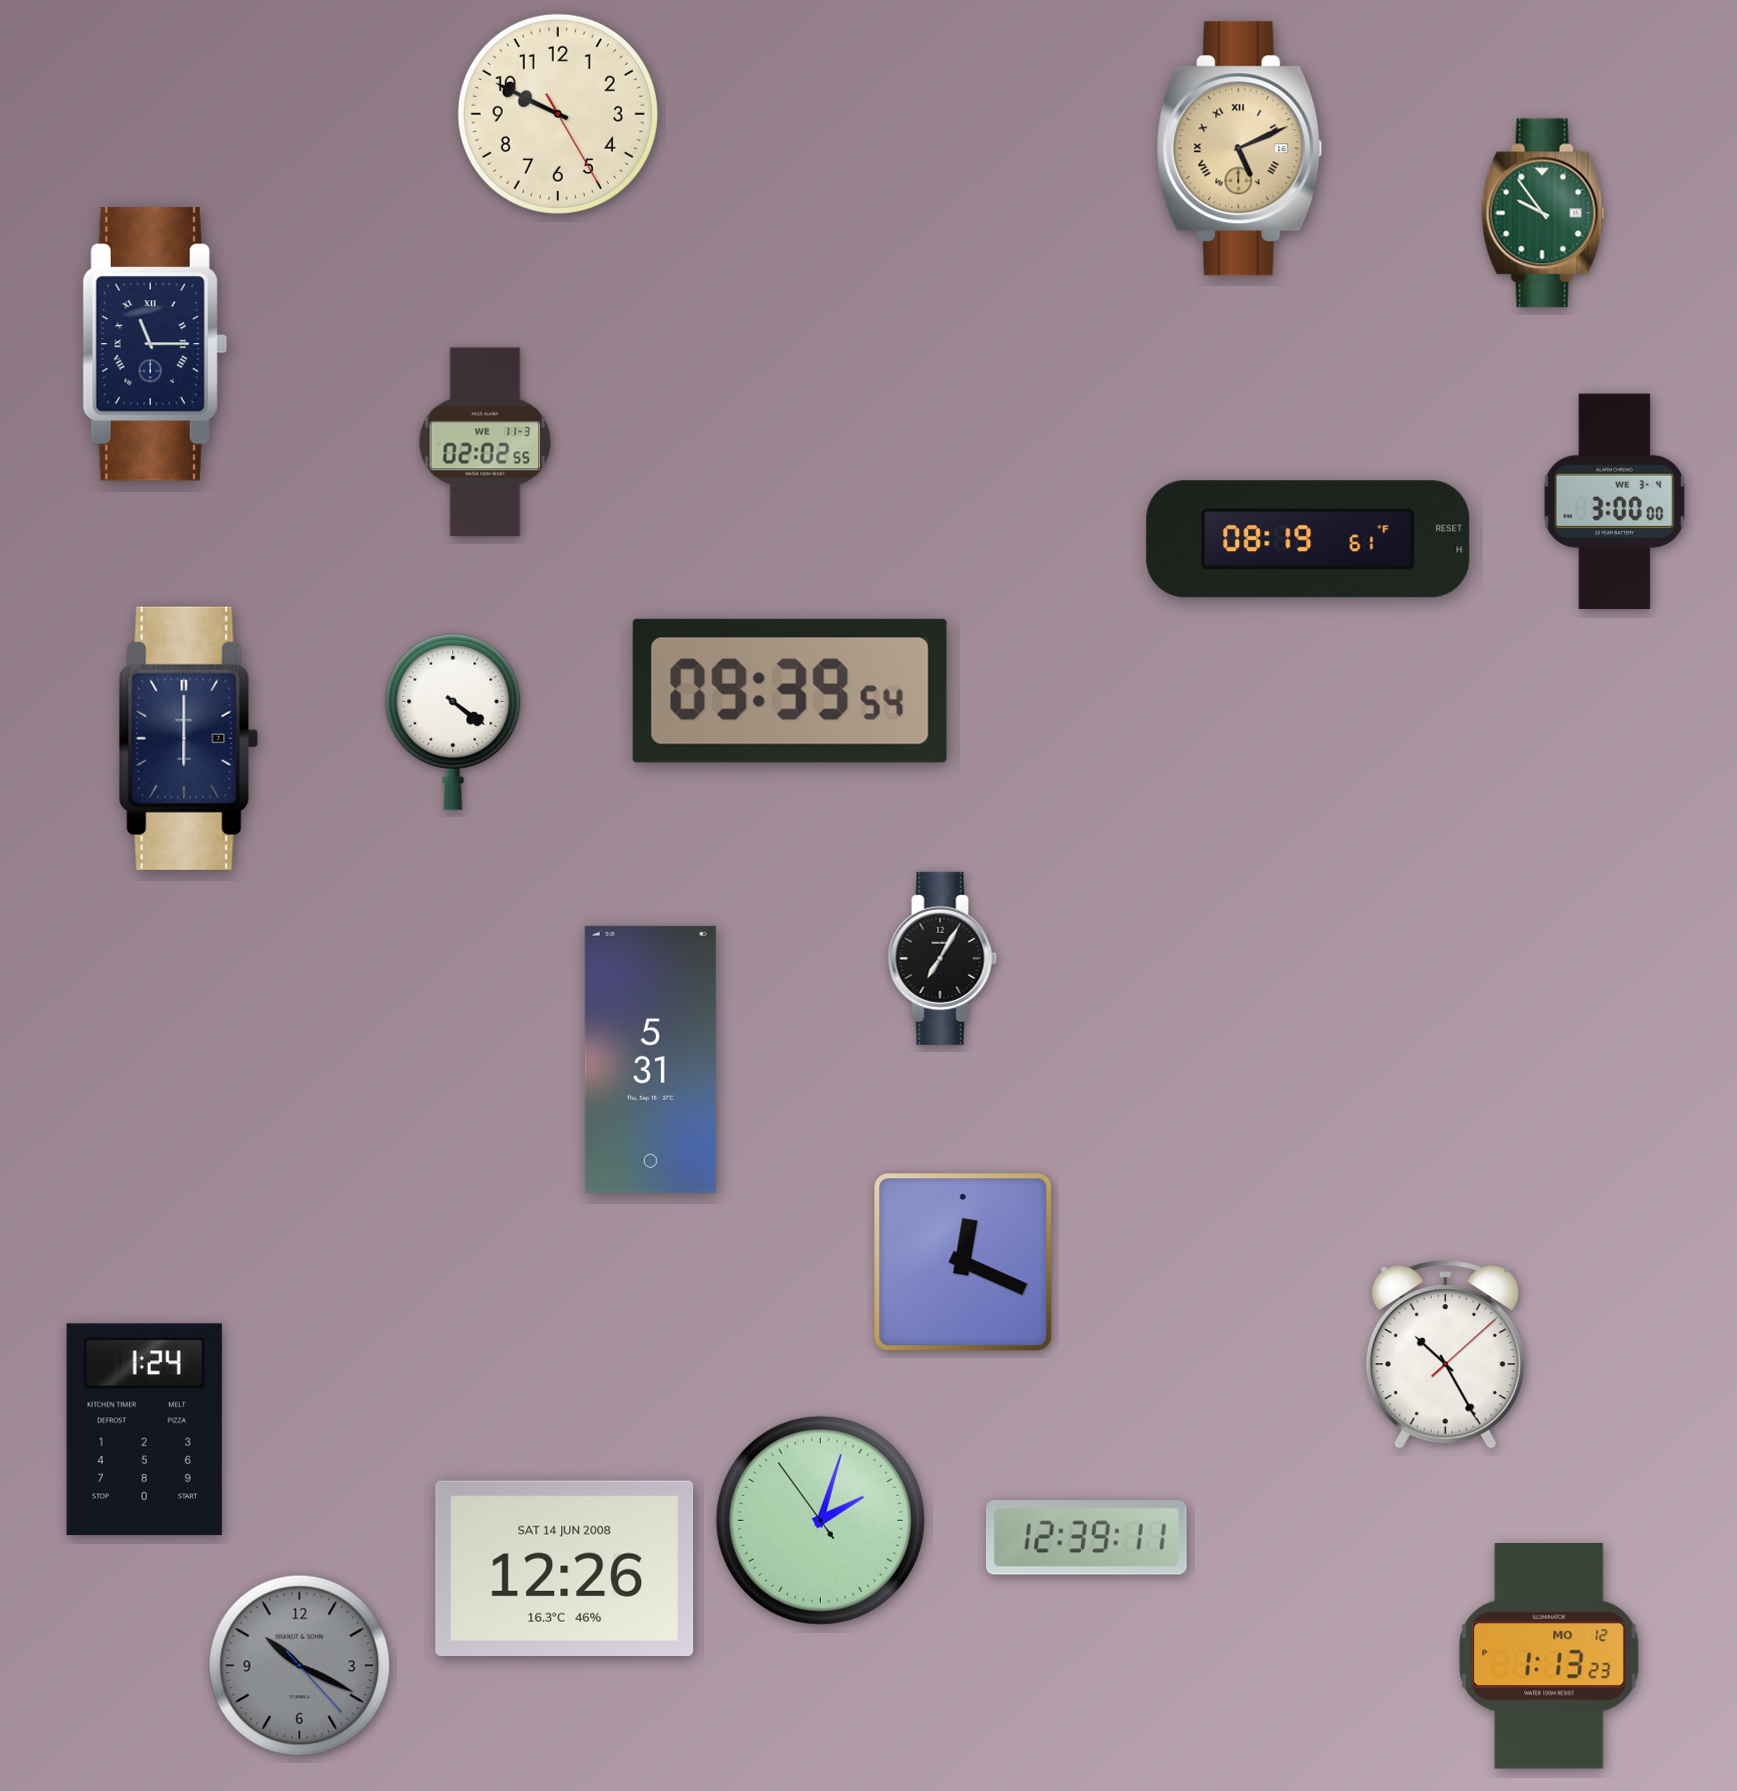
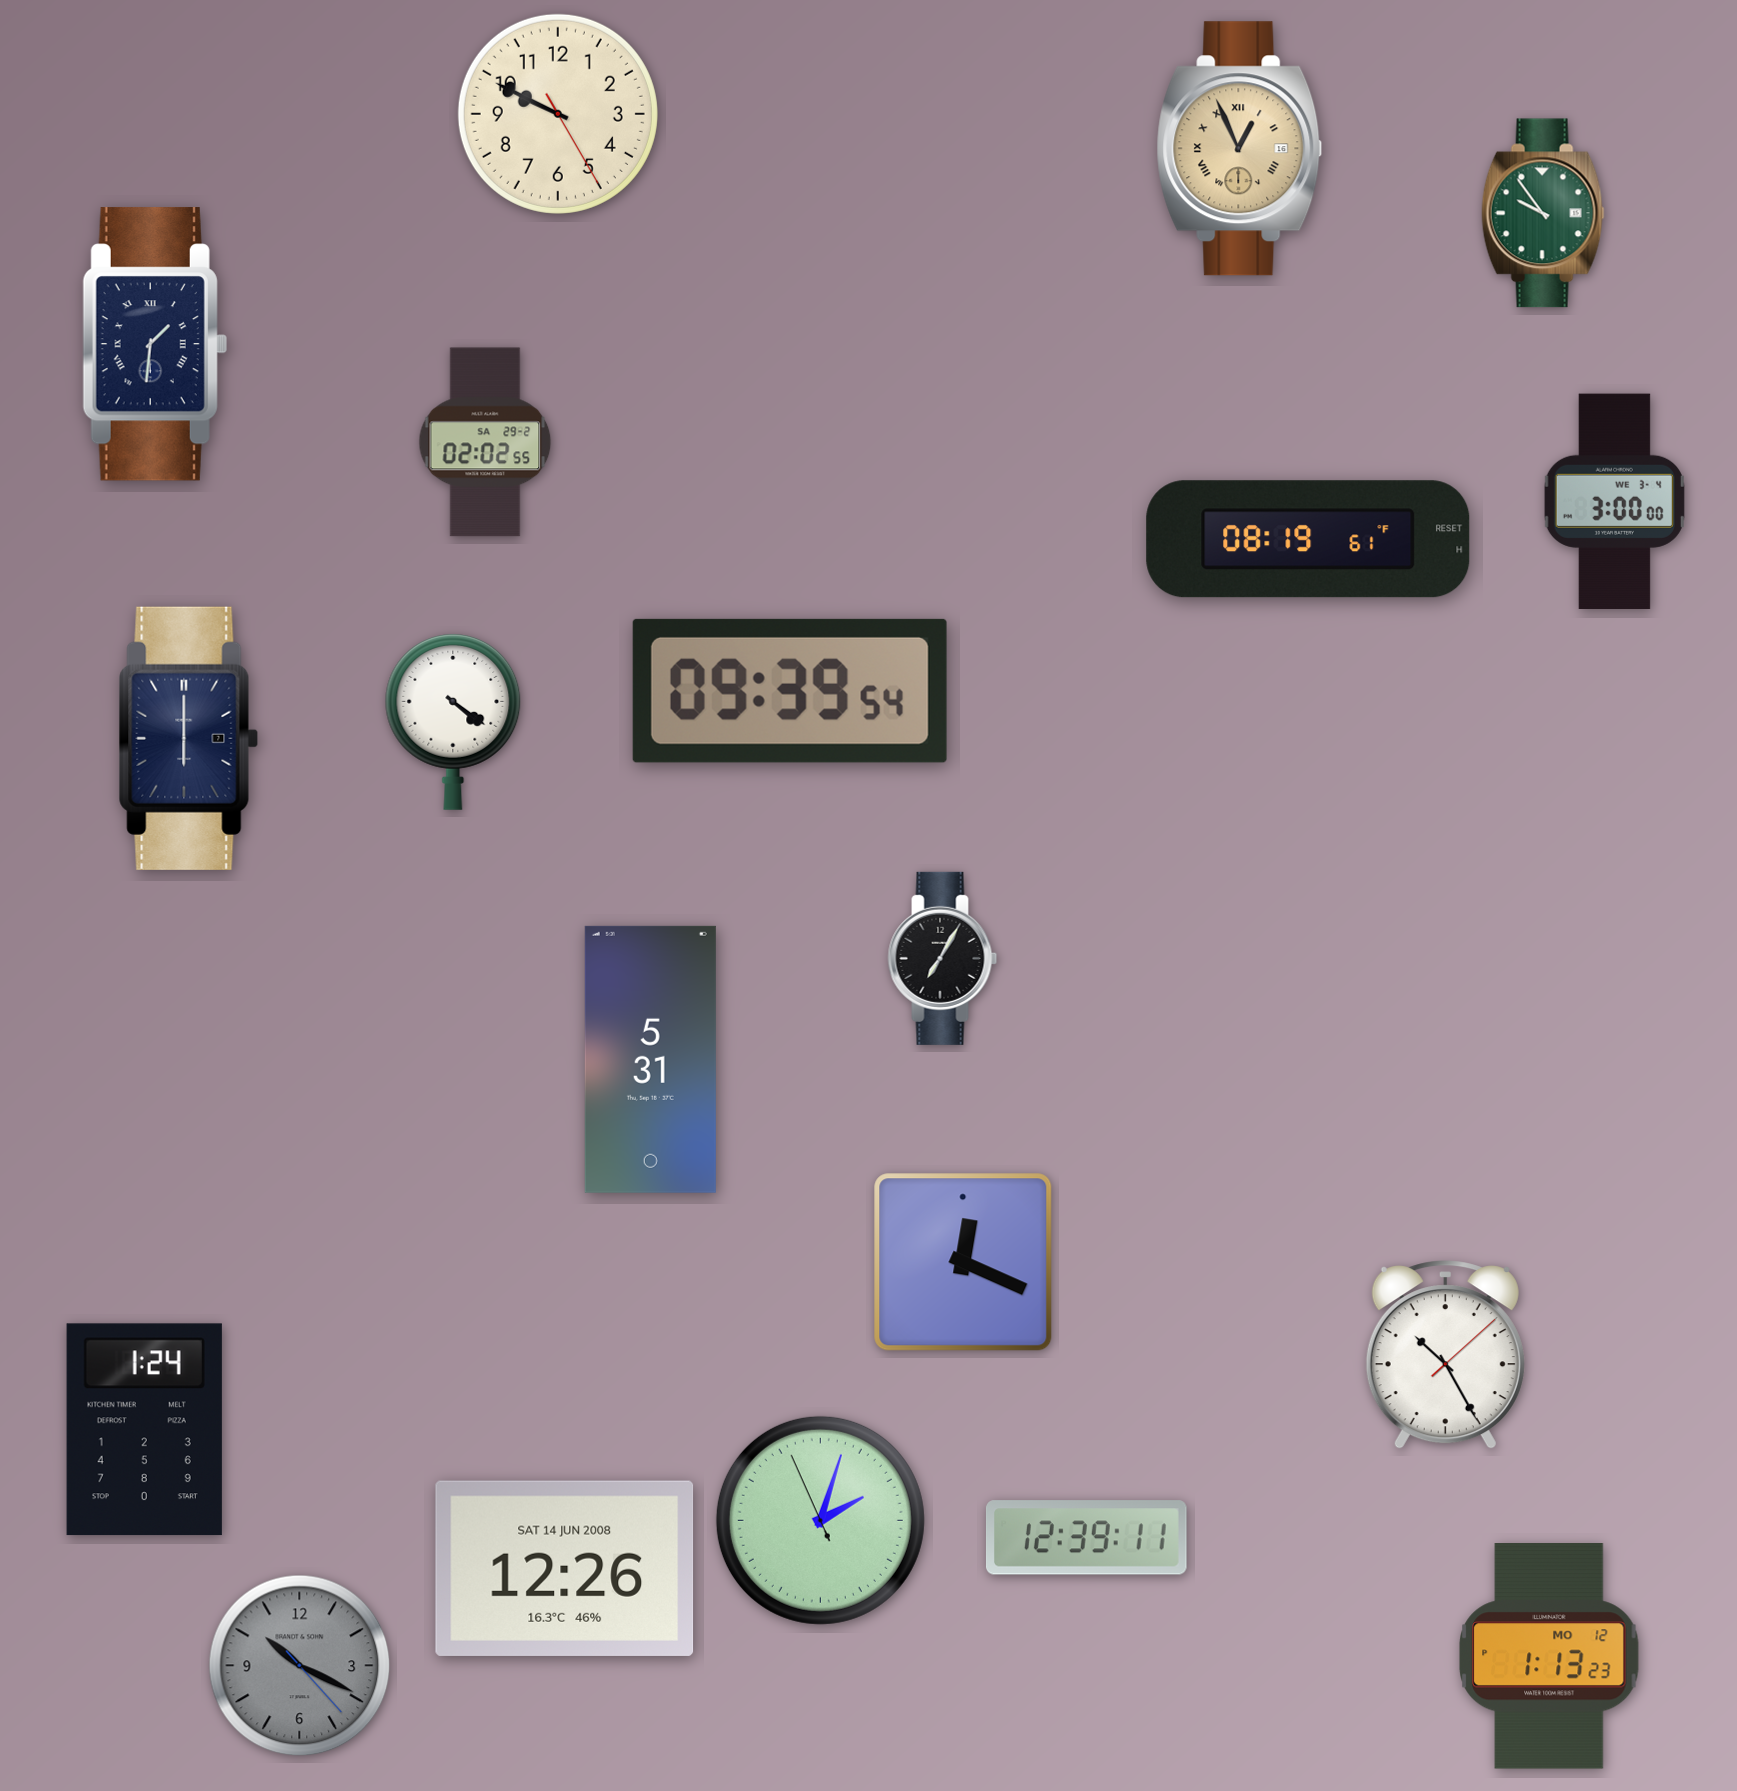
clock at (1240, 149): 5:11 -> 12:56
clock at (155, 344): 11:15 -> 1:31
clock at (485, 442) date: WE 11-3 -> SA 29-2
clock at (820, 1520): 2:02:54 -> 2:02:56
